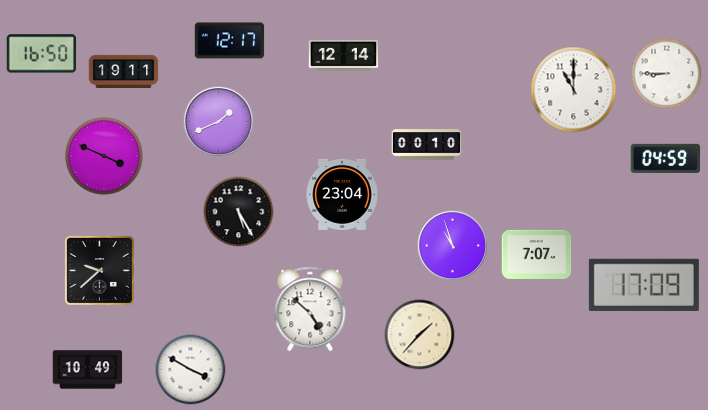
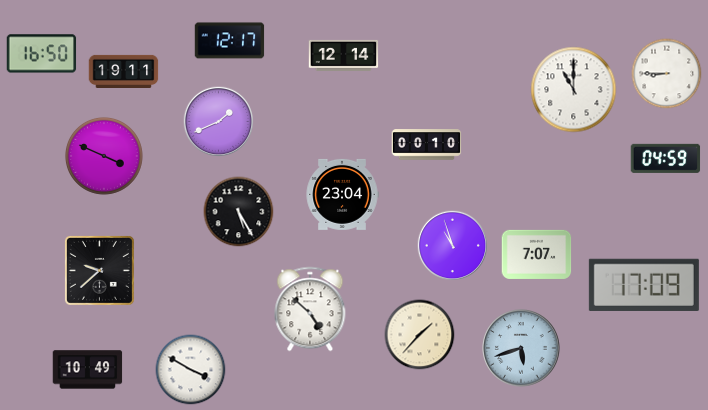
clock at (521, 348): none -> 5:42
